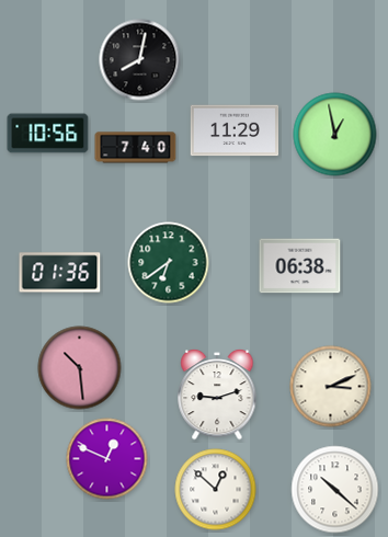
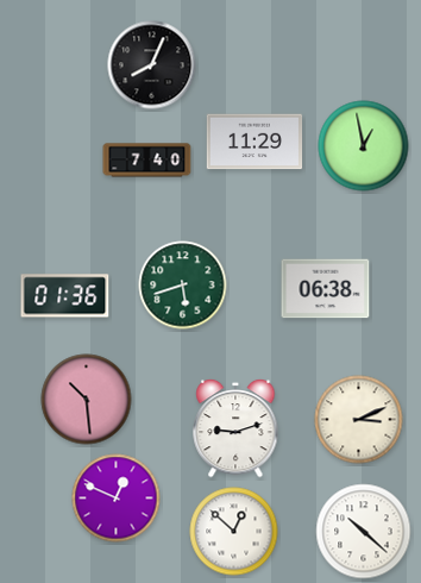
clock at (140, 60): 8:02 -> 8:04
clock at (48, 134): 10:56 -> none
clock at (169, 263): 6:39 -> 5:42
